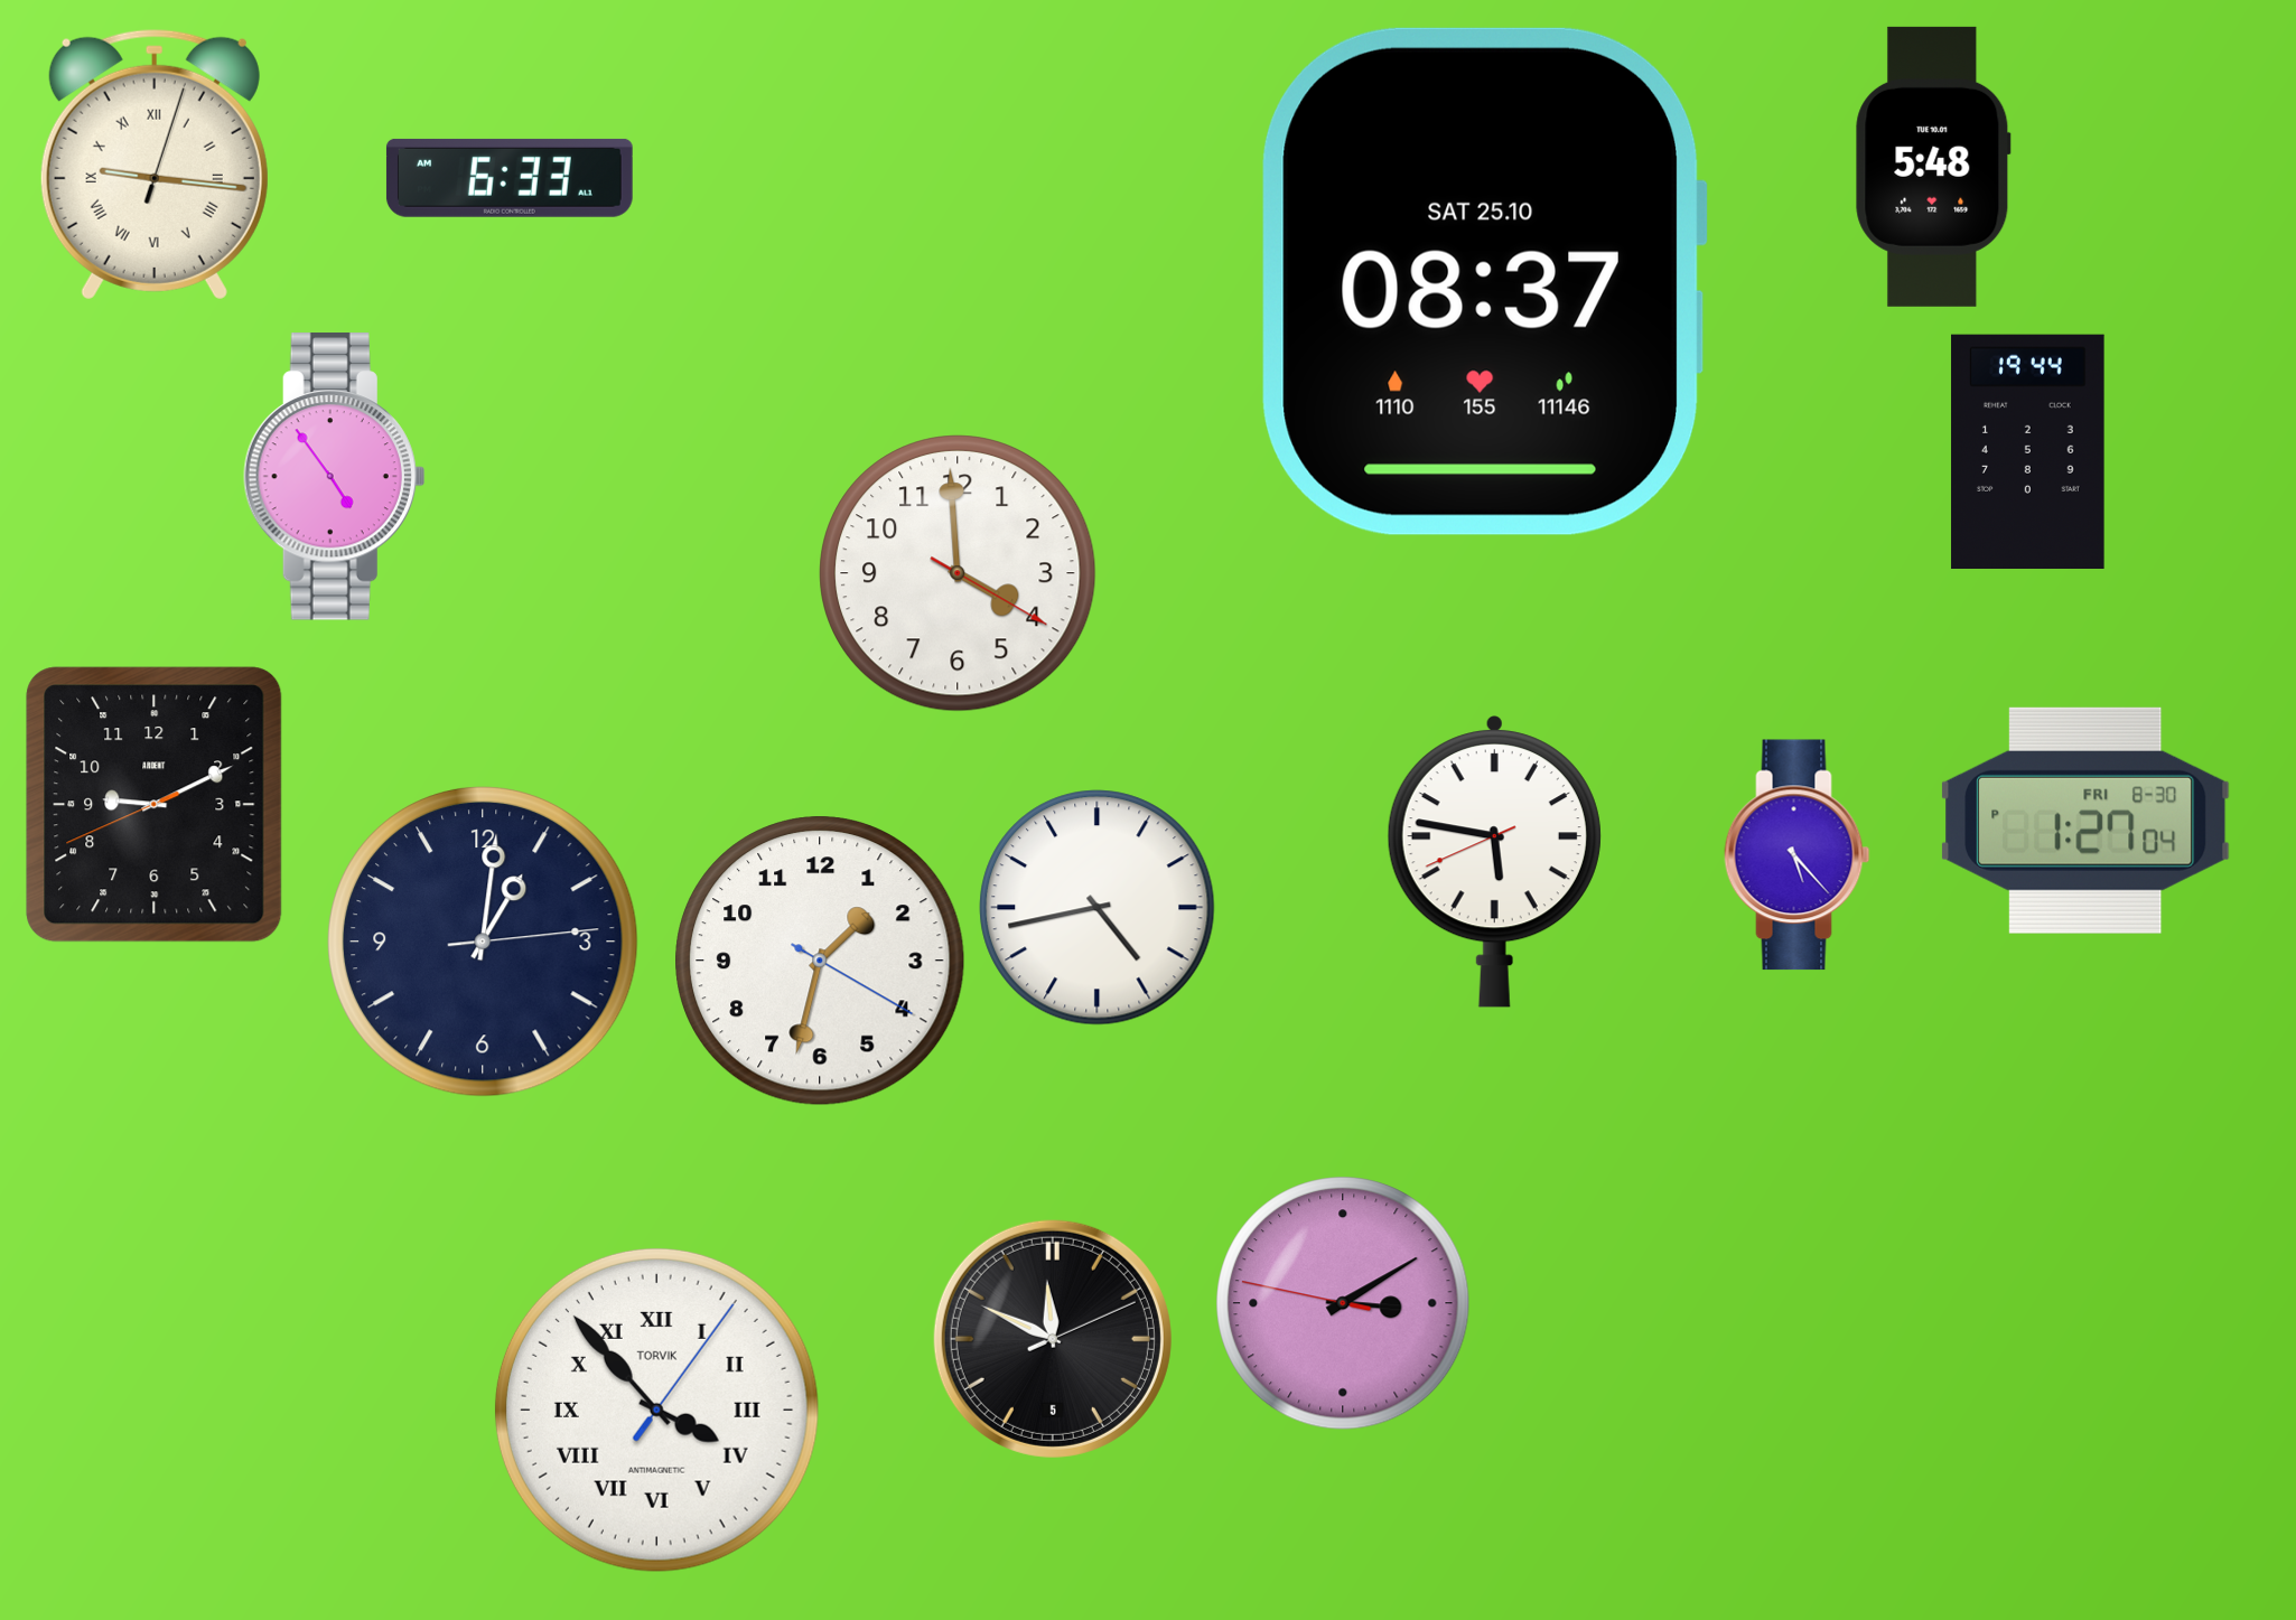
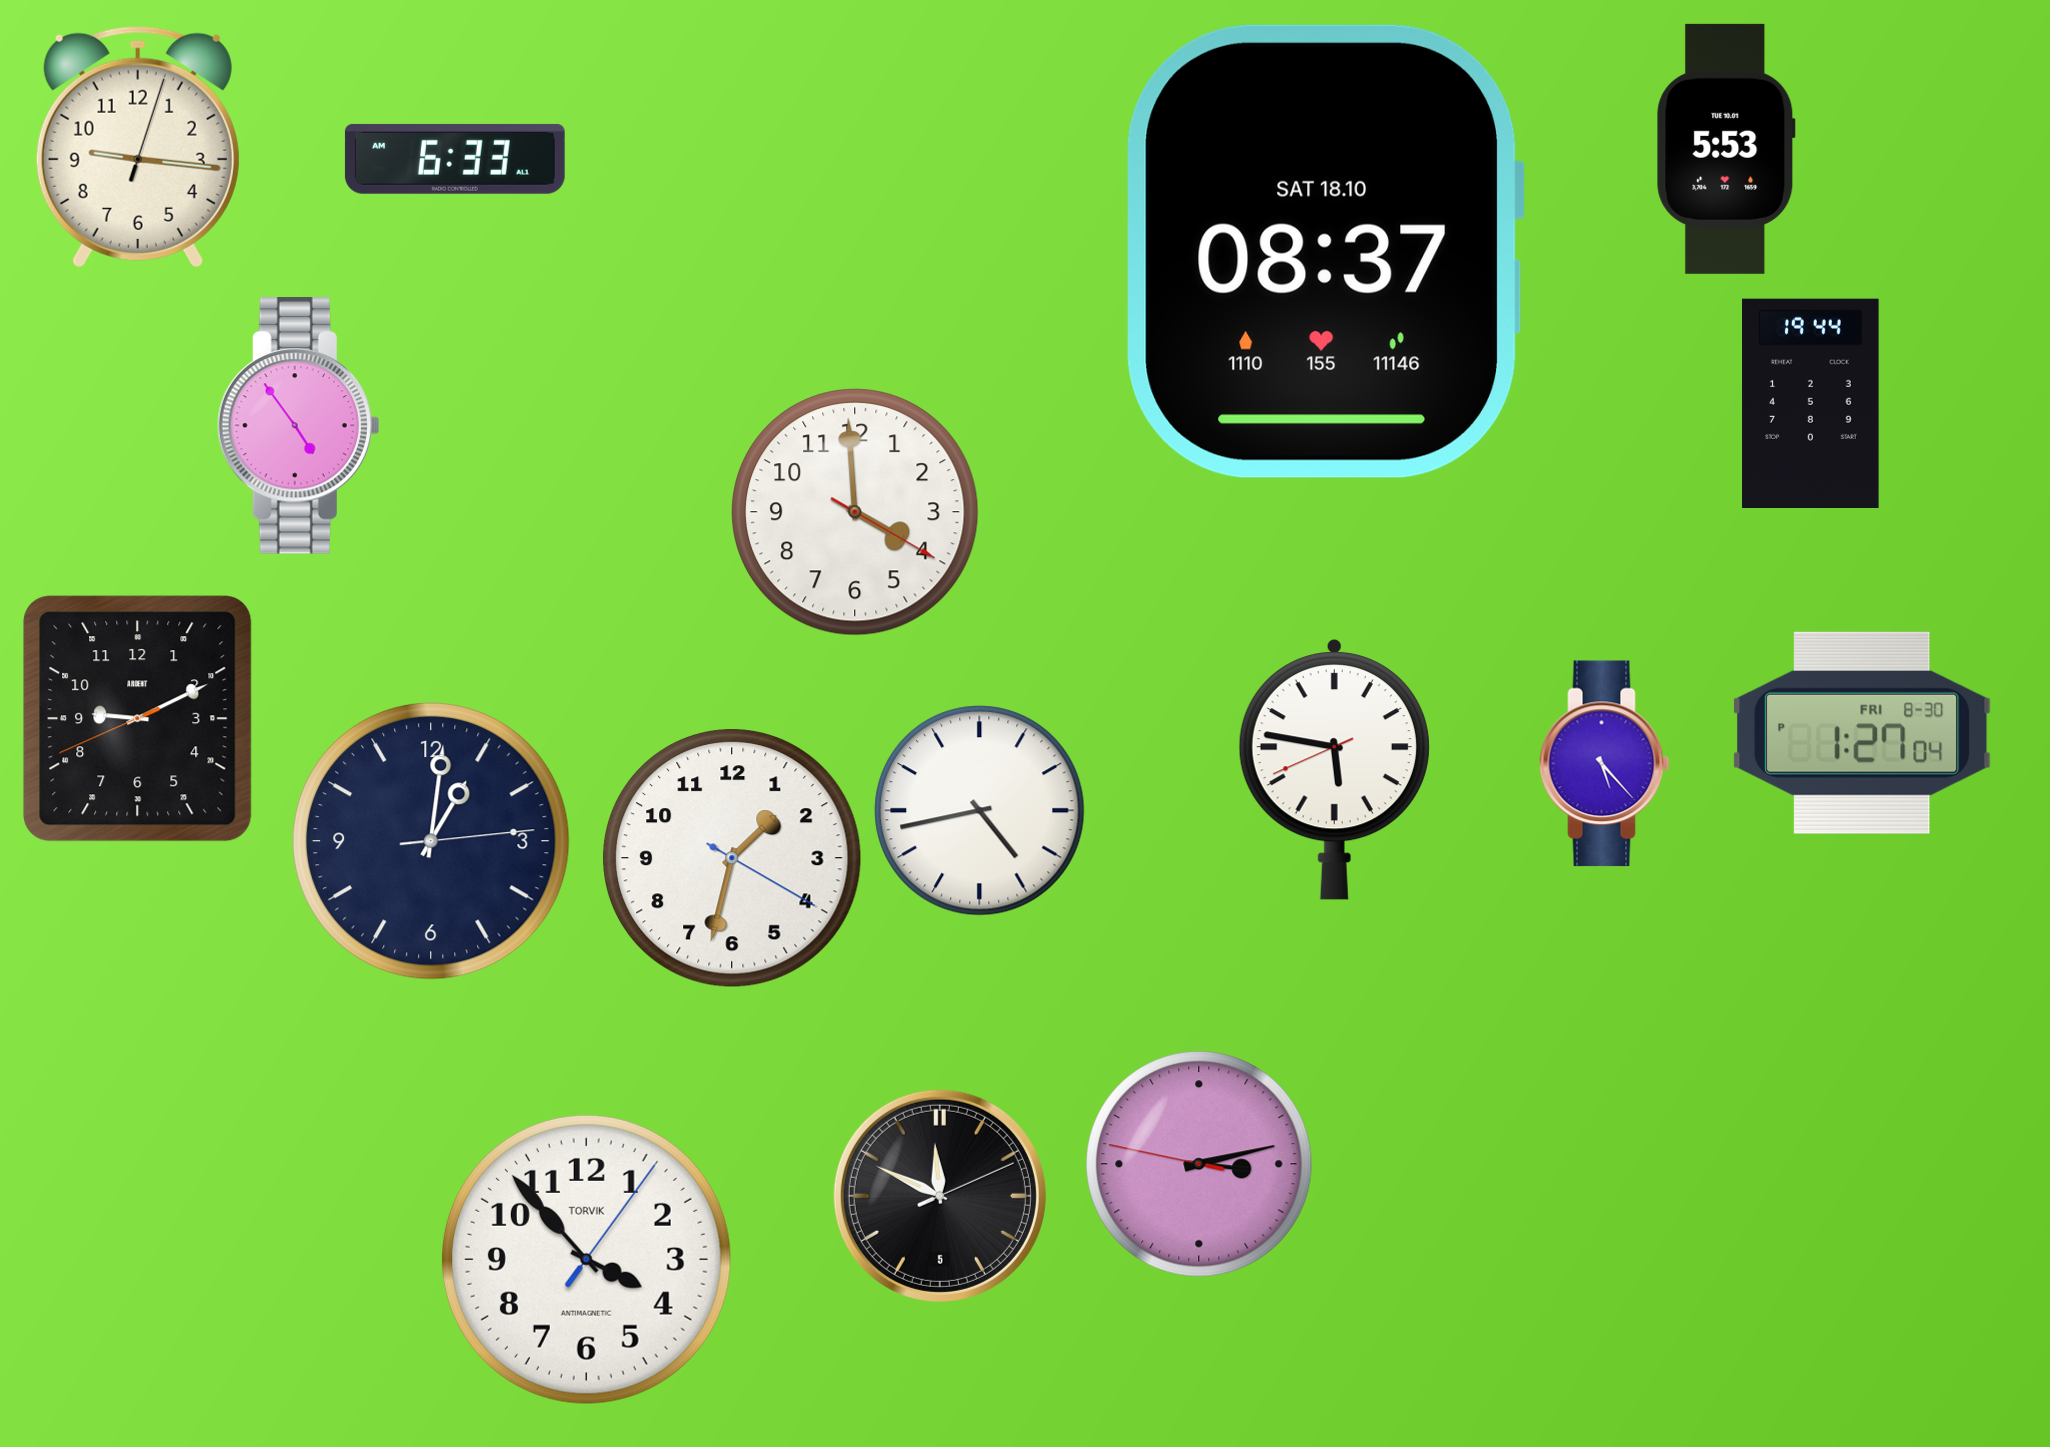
clock at (155, 165) numerals: Roman -> Arabic
clock at (1933, 167): 5:48 -> 5:53
clock at (1483, 281) date: SAT 25.10 -> SAT 18.10
clock at (1343, 1303): 3:09 -> 3:12
clock at (656, 1410) numerals: Roman -> Arabic
